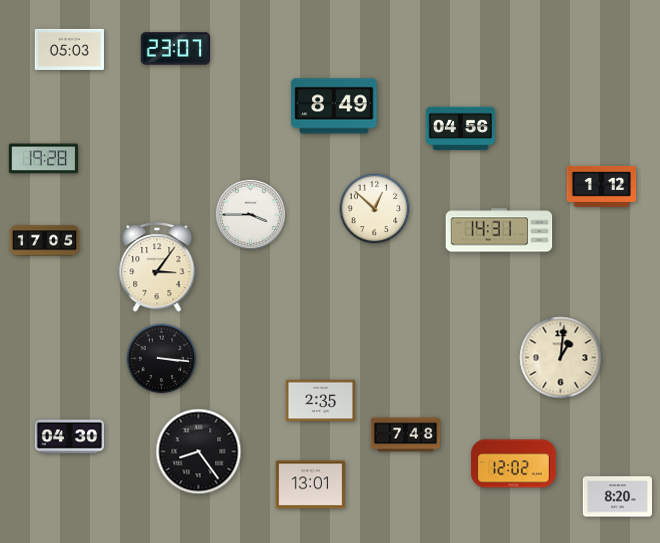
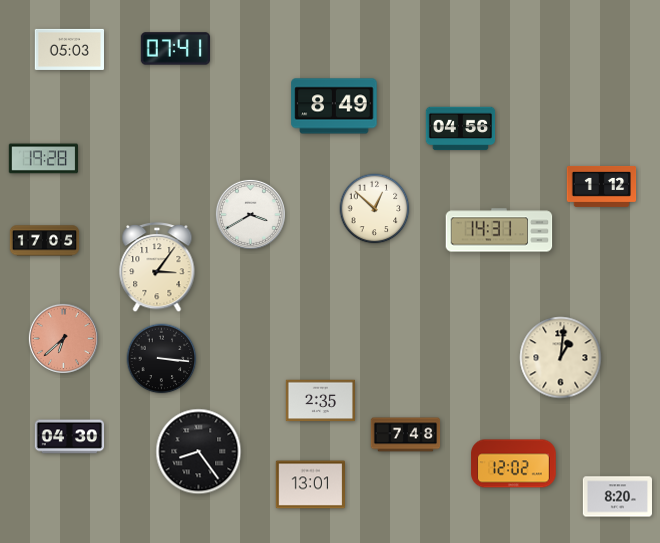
clock at (175, 49): 23:07 -> 07:41
clock at (250, 214): 3:45 -> 3:40
clock at (63, 338): none -> 6:38
